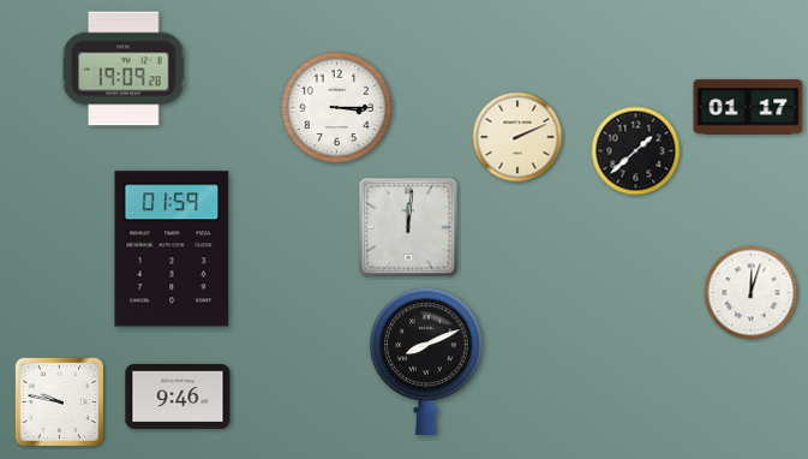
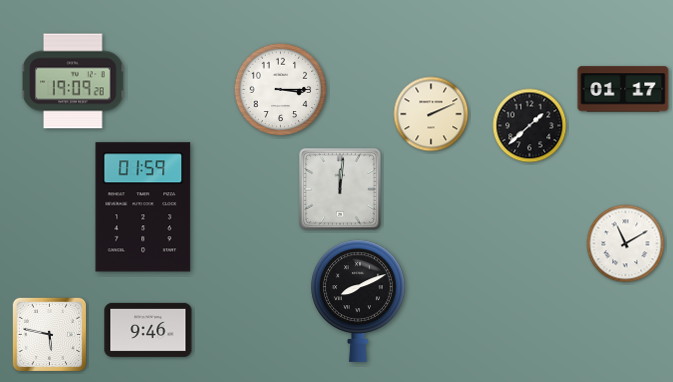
clock at (125, 68) position: (125, 68) -> (74, 81)
clock at (752, 293): 12:03 -> 11:10
clock at (426, 362) position: (426, 362) -> (358, 301)
clock at (60, 403): 9:47 -> 5:47
